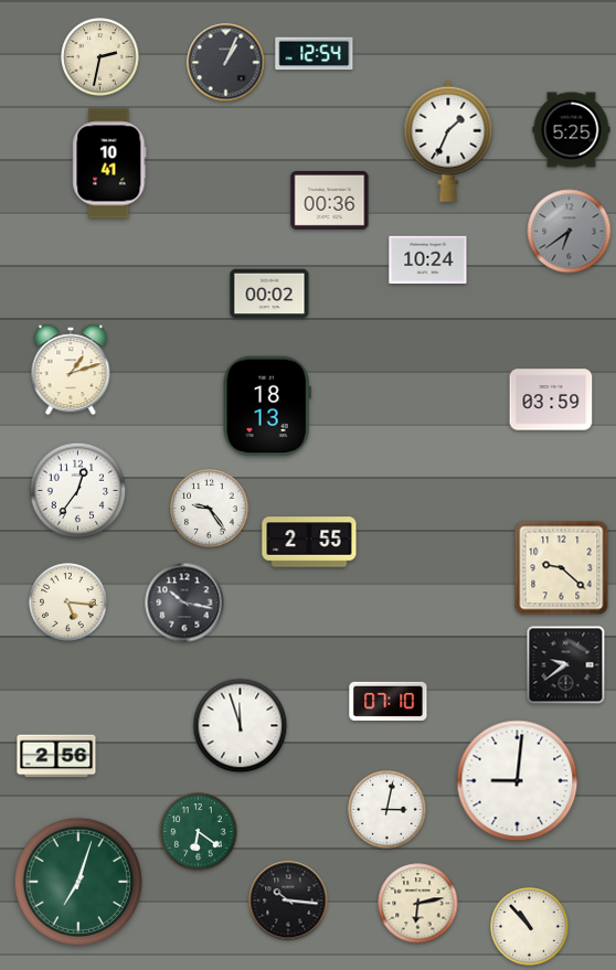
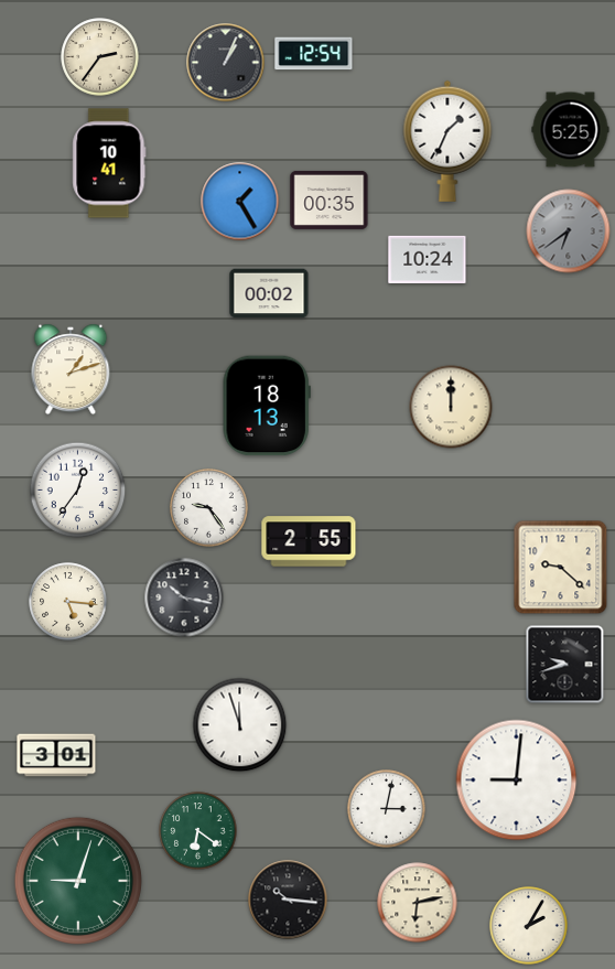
clock at (100, 57): 2:32 -> 2:36
clock at (330, 200): 00:36 -> 00:35
clock at (240, 202): none -> 1:25
clock at (551, 399): 03:59 -> none
clock at (451, 407): none -> 12:00
clock at (184, 603) position: (184, 603) -> (184, 597)
clock at (566, 665): 9:39 -> 9:42
clock at (389, 701): 07:10 -> none
clock at (56, 756): 2:56 -> 3:01
clock at (78, 882): 7:03 -> 9:03
clock at (530, 927): 10:53 -> 2:05
